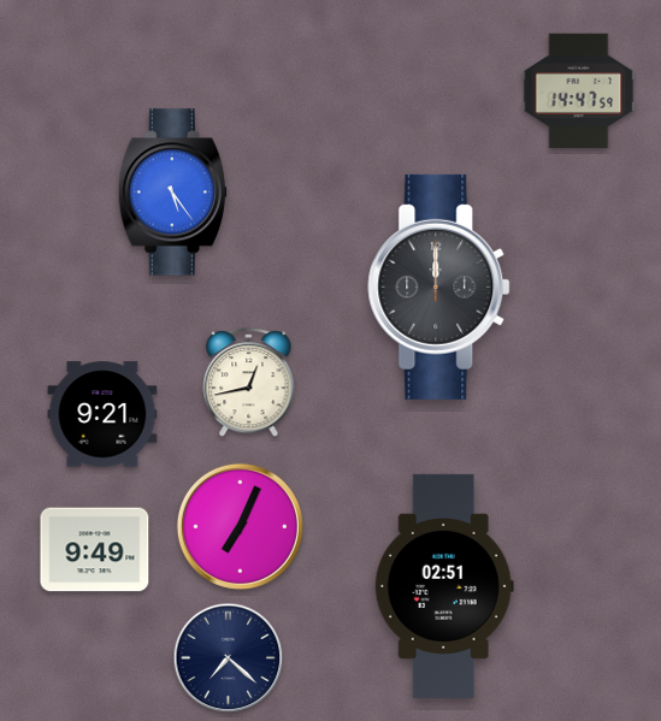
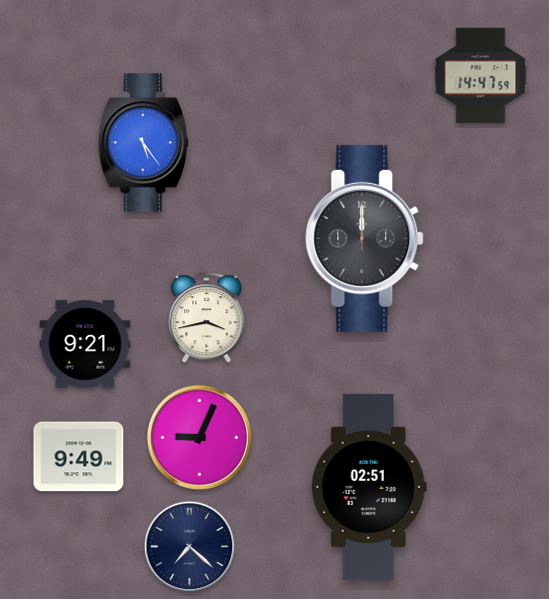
clock at (172, 193) position: (172, 193) -> (143, 143)
clock at (249, 382): 12:43 -> 3:43
clock at (240, 526): 7:04 -> 9:04
